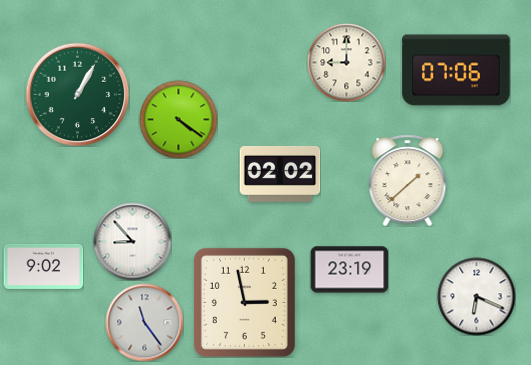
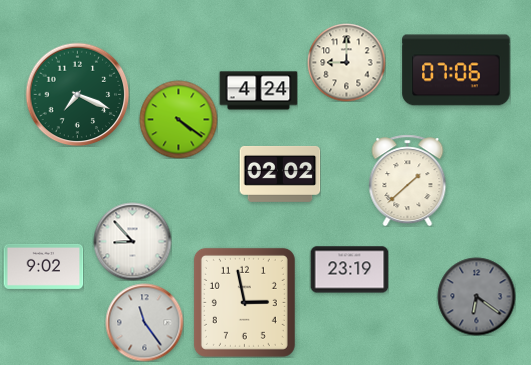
clock at (258, 91): none -> 4:24
clock at (77, 94): 1:05 -> 7:19
clock at (476, 296): 6:19 -> 6:21
clock at (476, 296) dial: white -> grey
